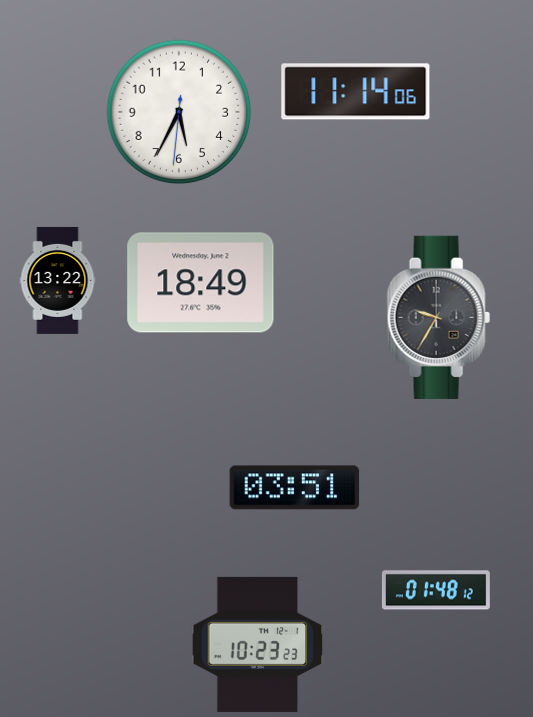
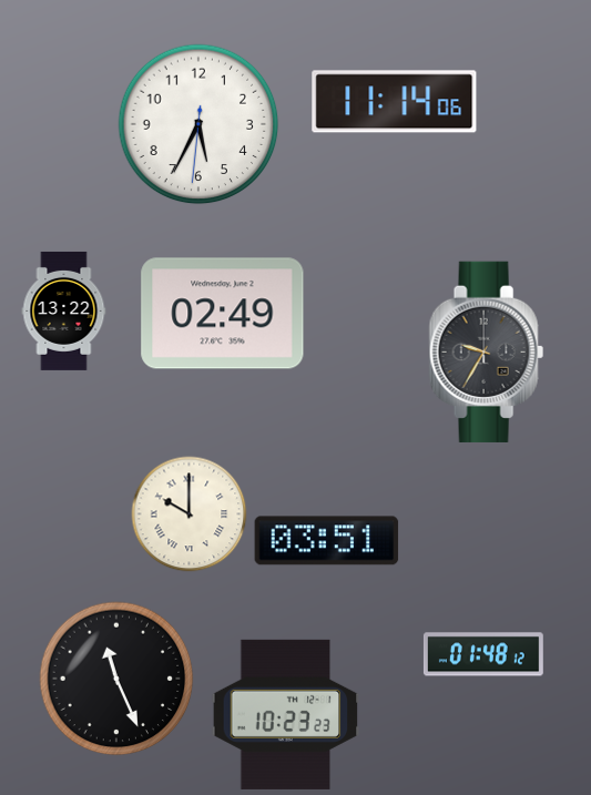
clock at (201, 283): 18:49 -> 02:49
clock at (190, 514): none -> 10:00
clock at (116, 679): none -> 11:26
